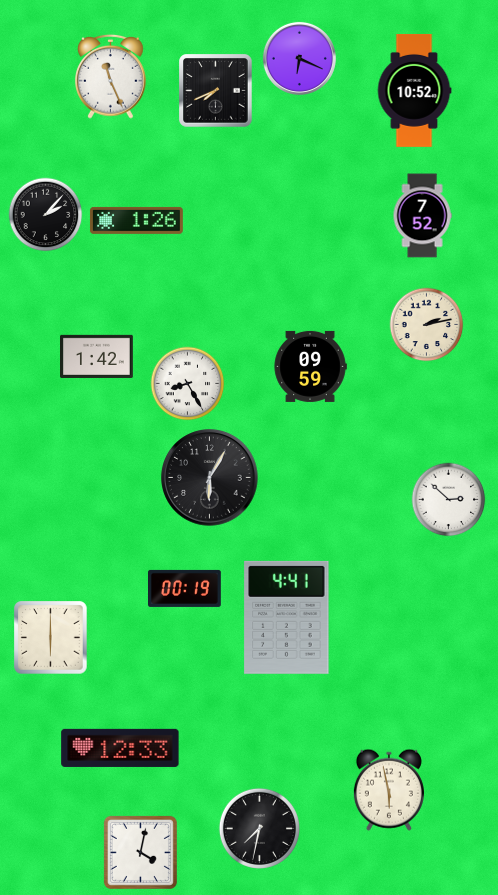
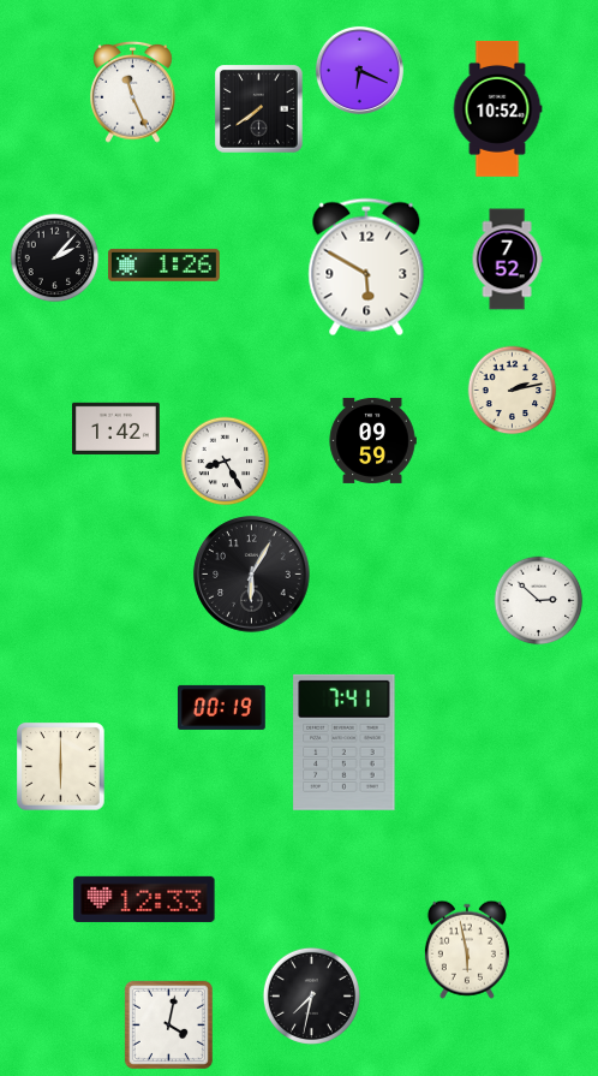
clock at (216, 91): 7:41 -> 7:39
clock at (366, 267): none -> 5:50
clock at (287, 617): 4:41 -> 7:41
